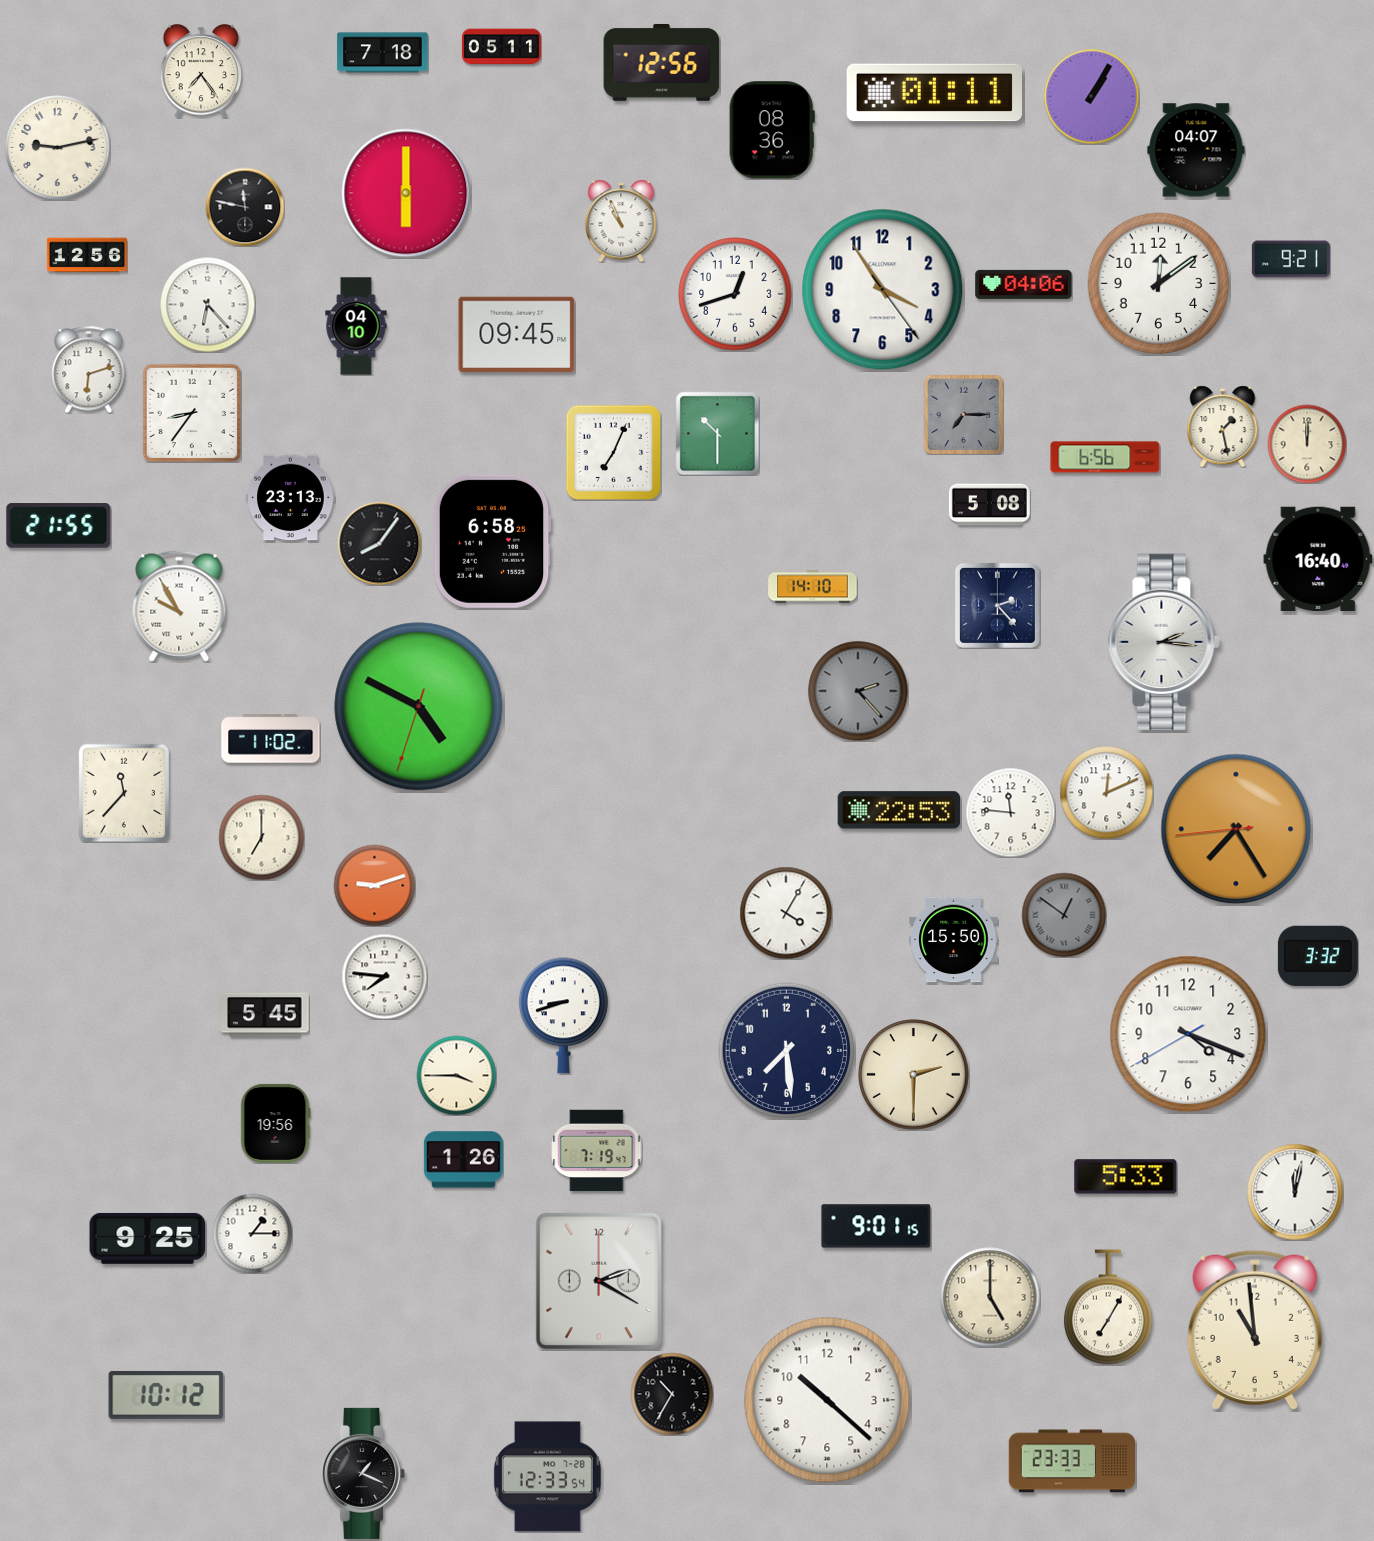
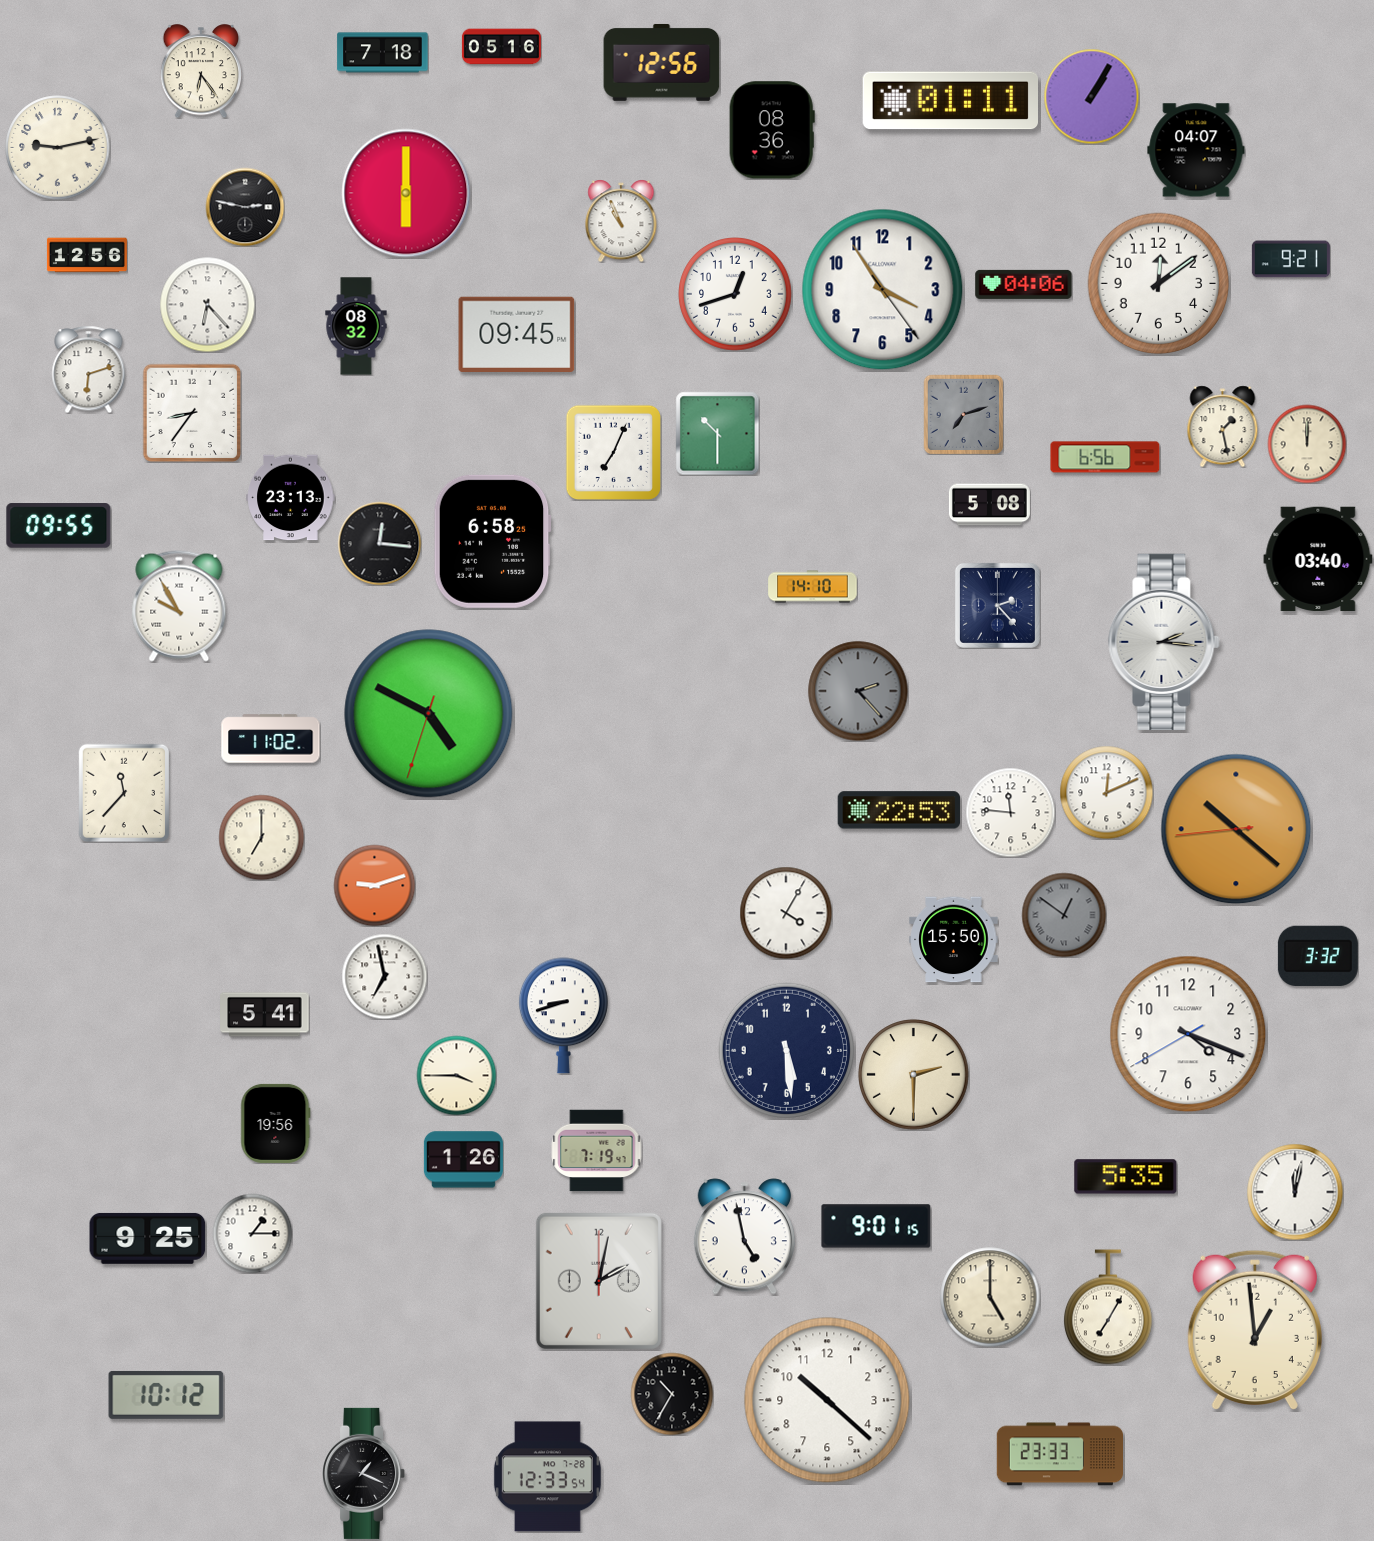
clock at (501, 47): 05:11 -> 05:16
clock at (200, 71): 7:24 -> 6:24
clock at (934, 93) position: (934, 93) -> (950, 101)
clock at (245, 207): 11:47 -> 2:47
clock at (356, 326): 04:10 -> 08:32
clock at (963, 414): 7:15 -> 7:12
clock at (59, 526): 21:55 -> 09:55
clock at (379, 543): 8:06 -> 12:16
clock at (1318, 558): 16:40 -> 03:40
clock at (419, 707) position: (419, 707) -> (429, 714)
clock at (1236, 829): 7:24 -> 10:21
clock at (384, 976): 7:46 -> 6:58
clock at (265, 1015): 5:45 -> 5:41
clock at (786, 1050): 7:29 -> 5:29
clock at (1126, 1177): 5:33 -> 5:35
clock at (744, 1237): none -> 4:58
clock at (599, 1281): 2:20 -> 2:02
clock at (1255, 1330): 10:59 -> 12:59
clock at (1071, 1461) position: (1071, 1461) -> (1059, 1454)
